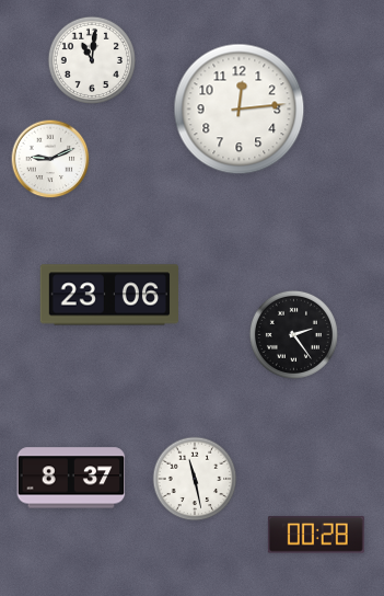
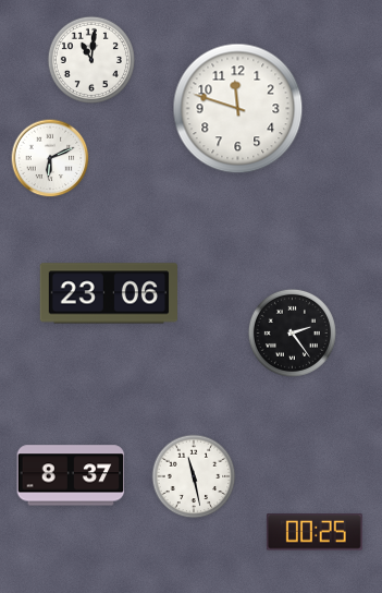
clock at (240, 110): 12:14 -> 11:48
clock at (50, 159): 9:11 -> 6:11
clock at (316, 535): 00:28 -> 00:25
